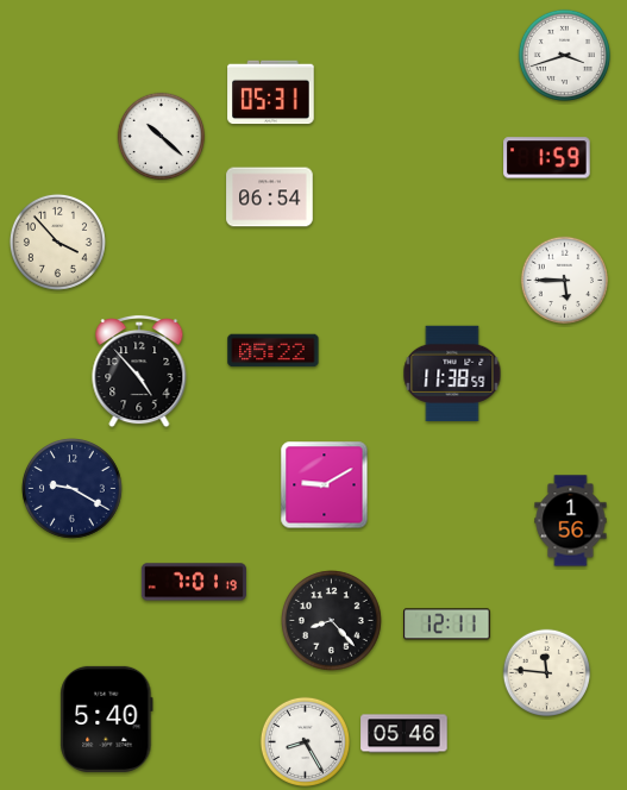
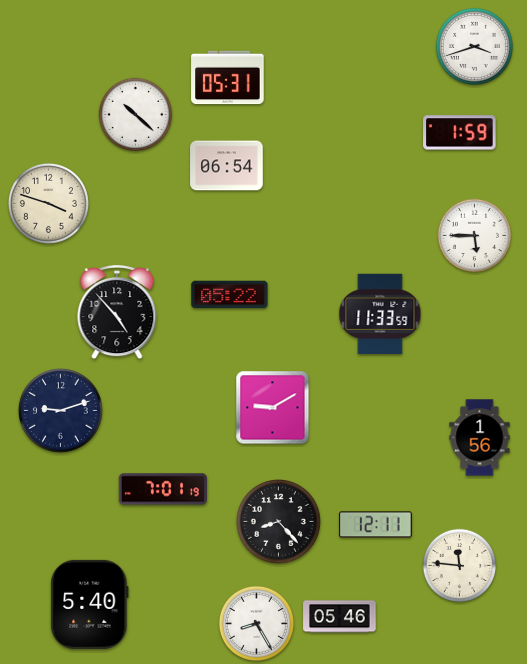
clock at (57, 242): 3:53 -> 3:48
clock at (452, 372): 11:38 -> 11:33
clock at (73, 489): 9:20 -> 9:12
